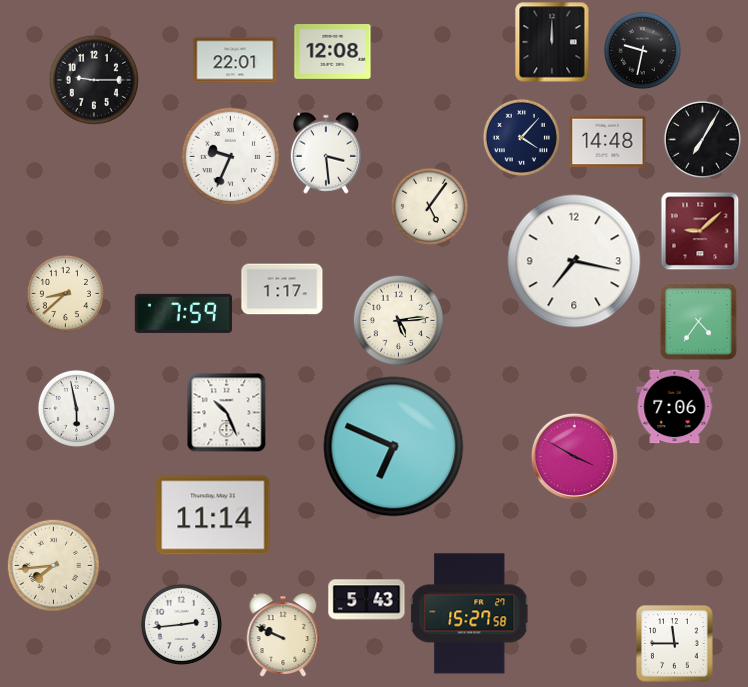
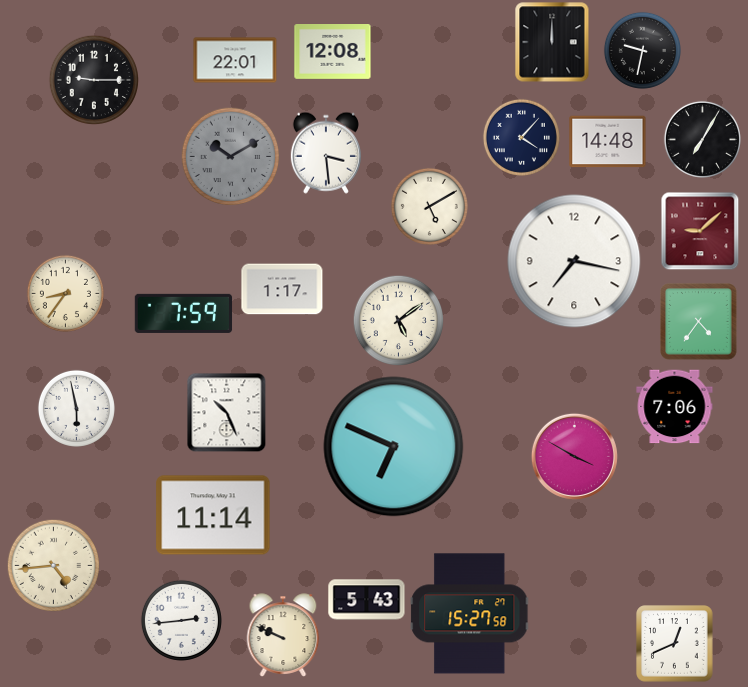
clock at (231, 157): 9:34 -> 10:10
clock at (231, 157) dial: white -> grey
clock at (429, 206): 5:06 -> 5:10
clock at (65, 293): 8:38 -> 8:36
clock at (398, 320): 5:14 -> 5:09
clock at (53, 565): 7:44 -> 4:44
clock at (181, 624) position: (181, 624) -> (181, 620)
clock at (675, 644): 11:45 -> 12:41
